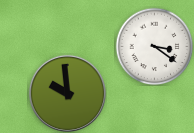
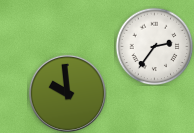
clock at (154, 46): 3:21 -> 2:36
